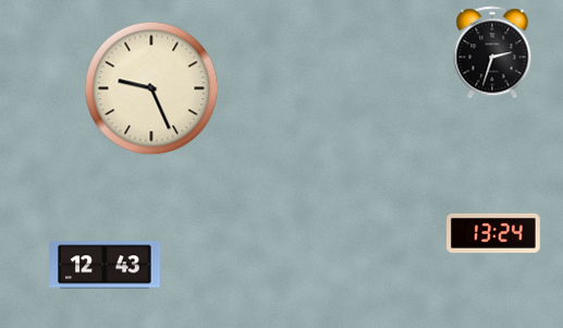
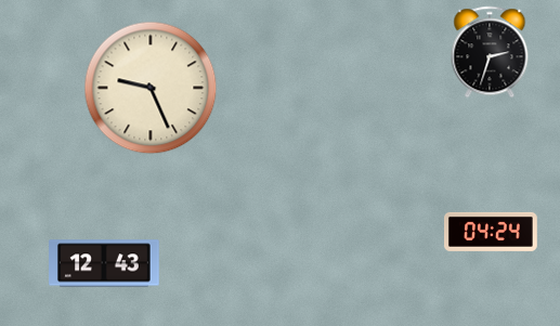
clock at (494, 233): 13:24 -> 04:24
